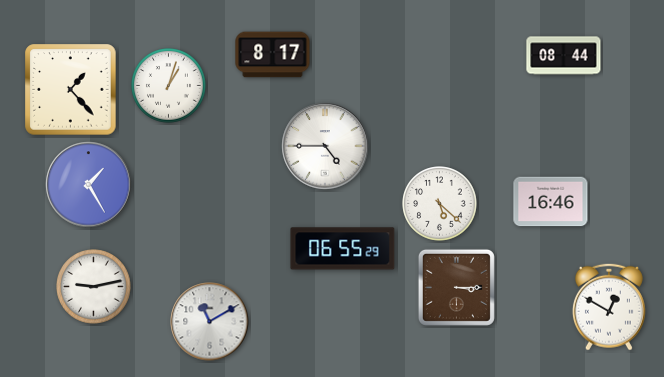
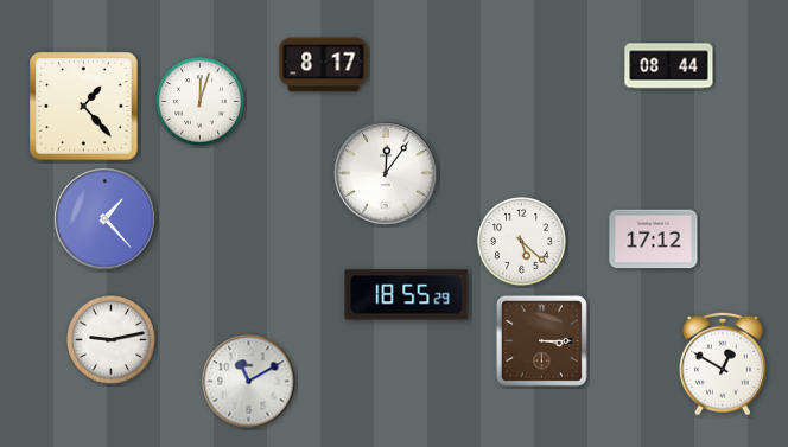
clock at (169, 86): 1:03 -> 12:03
clock at (325, 146): 4:45 -> 12:06
clock at (89, 185): 1:25 -> 1:23
clock at (551, 202): 16:46 -> 17:12
clock at (343, 249): 06:55 -> 18:55
